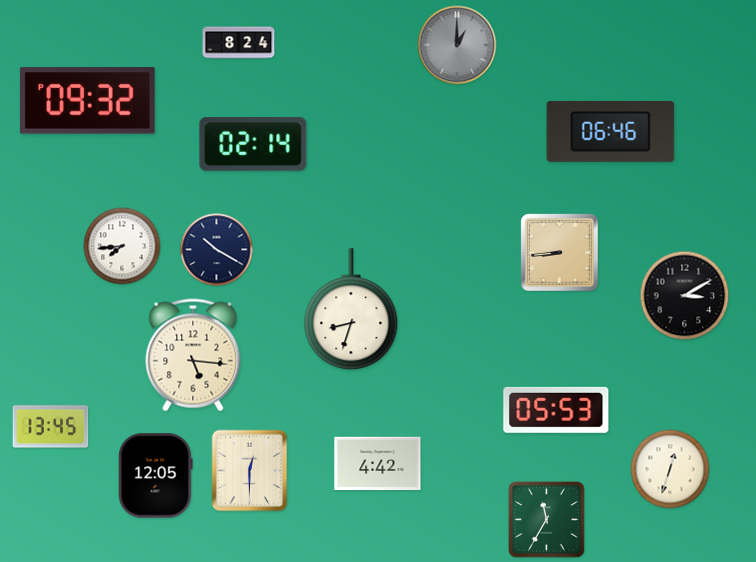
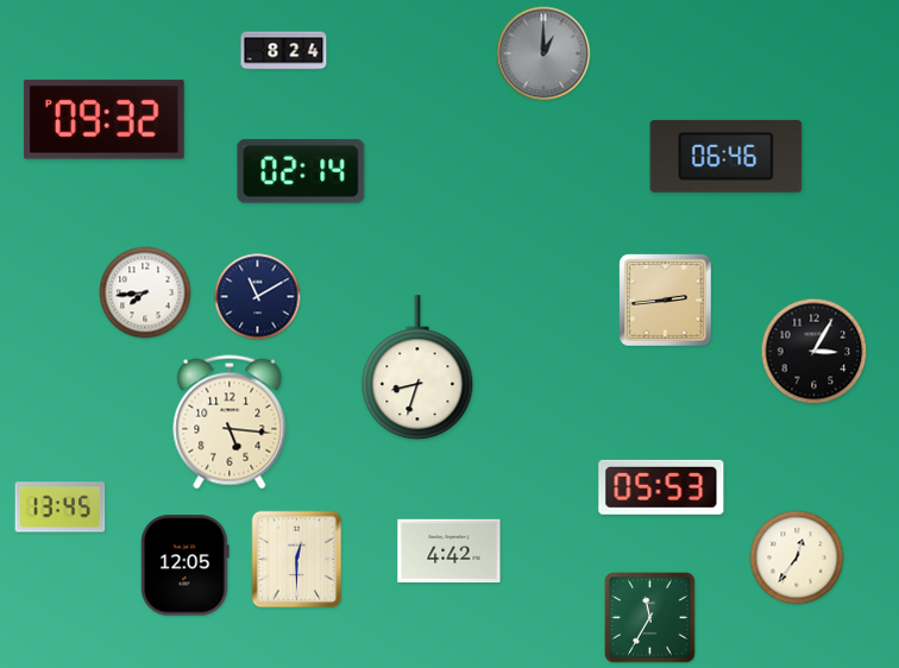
clock at (217, 250): 10:20 -> 11:10
clock at (560, 253): 8:44 -> 2:44
clock at (685, 296): 3:10 -> 3:05
clock at (670, 469): 12:33 -> 12:36
